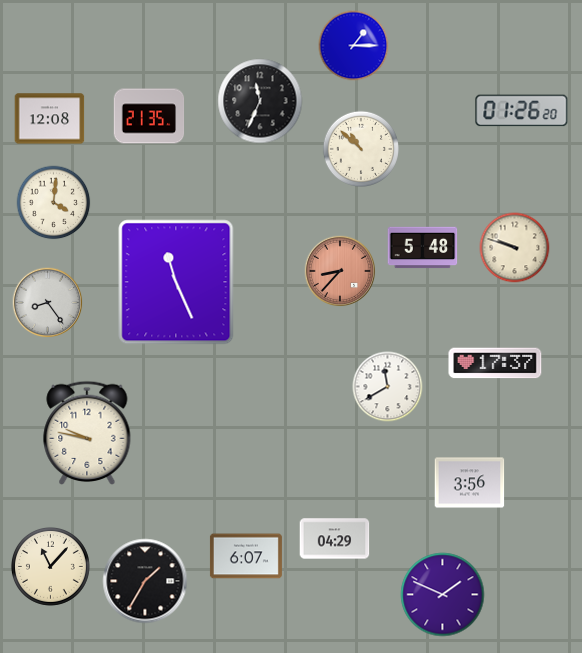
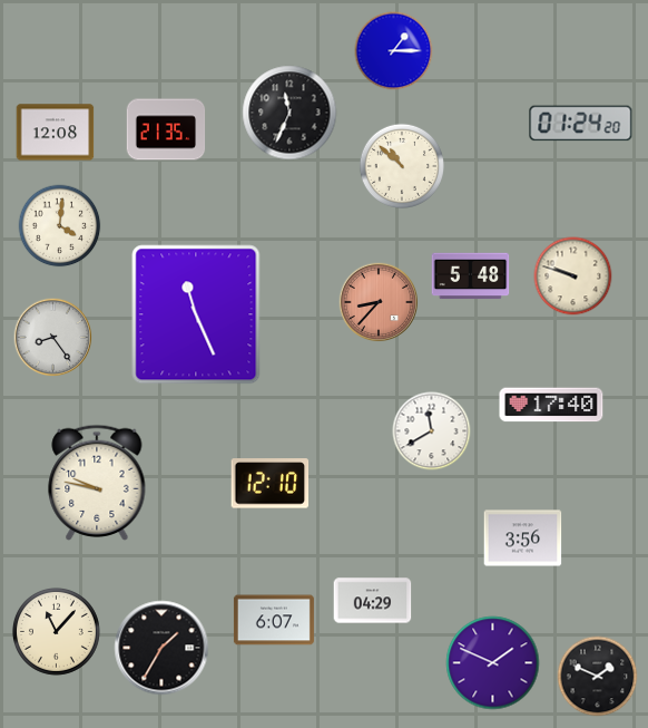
clock at (522, 111): 01:26 -> 01:24
clock at (495, 363): 17:37 -> 17:40
clock at (271, 484): none -> 12:10
clock at (598, 677): none -> 1:49
